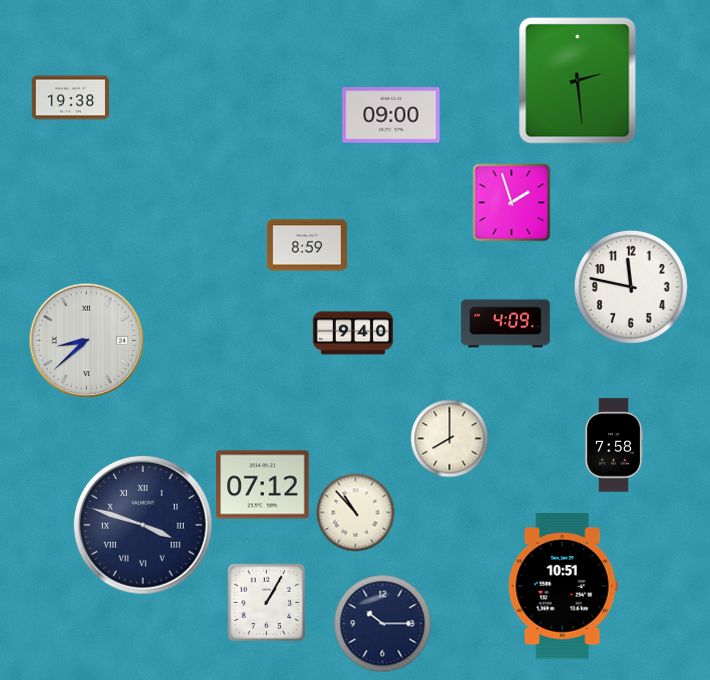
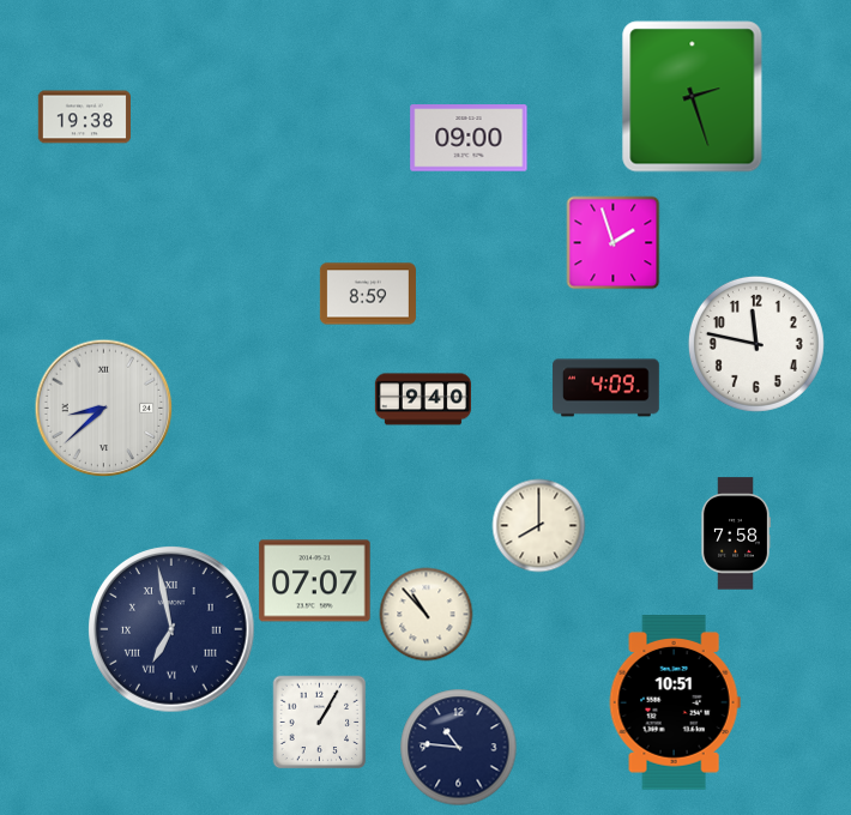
clock at (578, 81): 2:29 -> 2:27
clock at (263, 485): 07:12 -> 07:07
clock at (143, 525): 3:48 -> 6:58
clock at (382, 623): 10:15 -> 10:46
